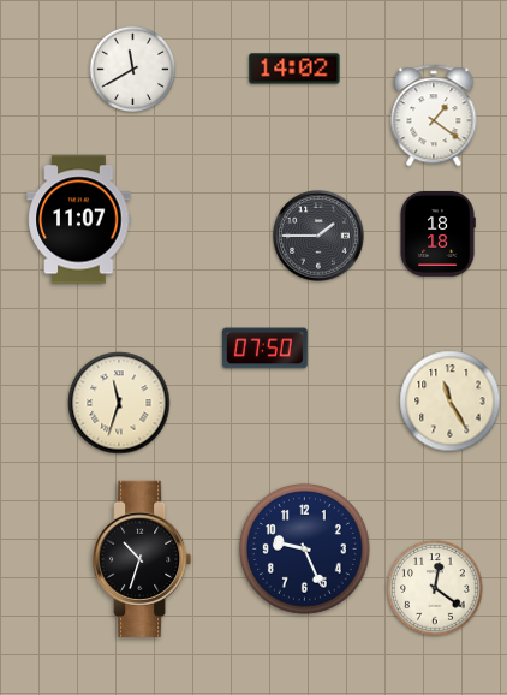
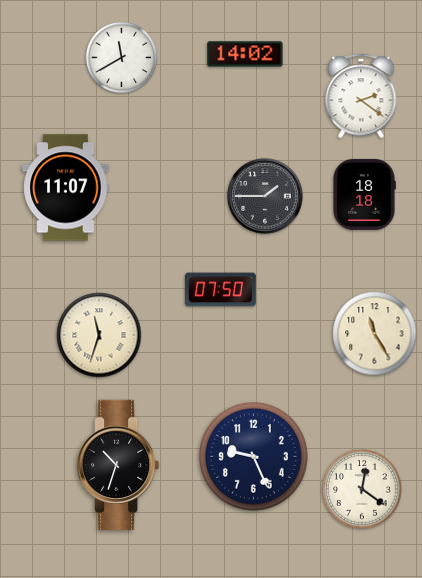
clock at (294, 69) position: (294, 69) -> (245, 54)
clock at (133, 70) position: (133, 70) -> (122, 58)
clock at (434, 115): 1:21 -> 2:21
clock at (79, 220) position: (79, 220) -> (66, 188)
